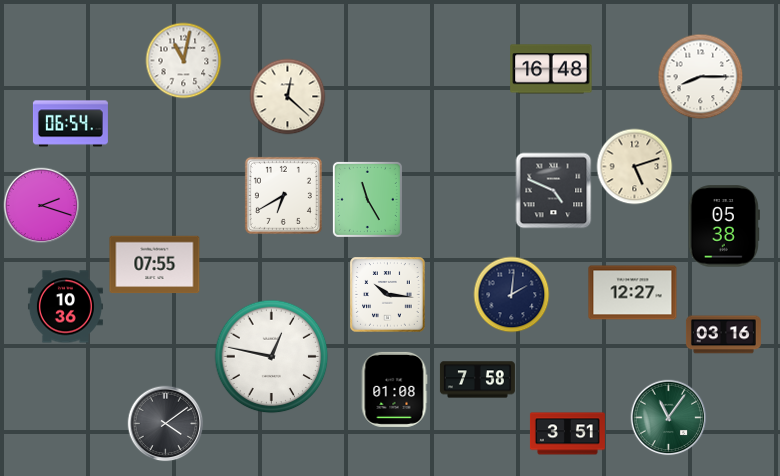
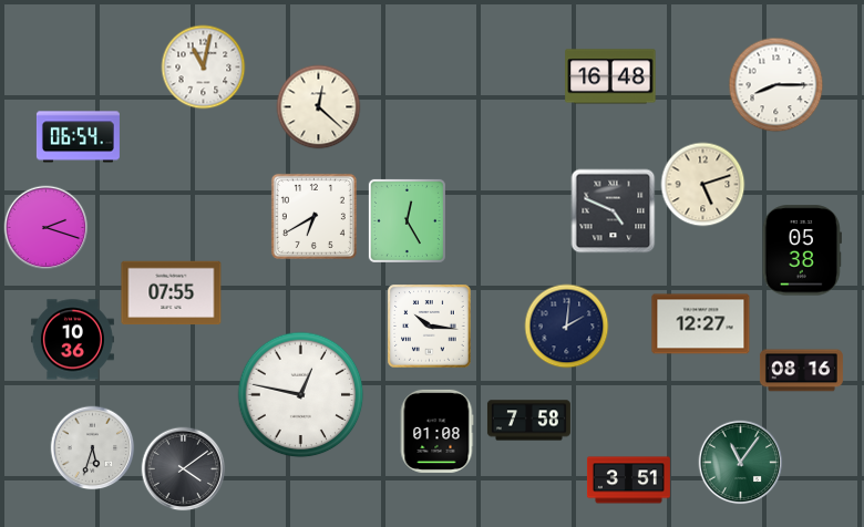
clock at (367, 199): 11:25 -> 12:25
clock at (723, 335): 03:16 -> 08:16
clock at (93, 448): none -> 5:33
